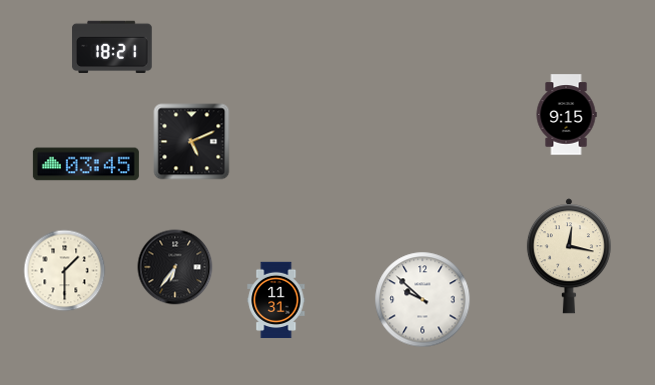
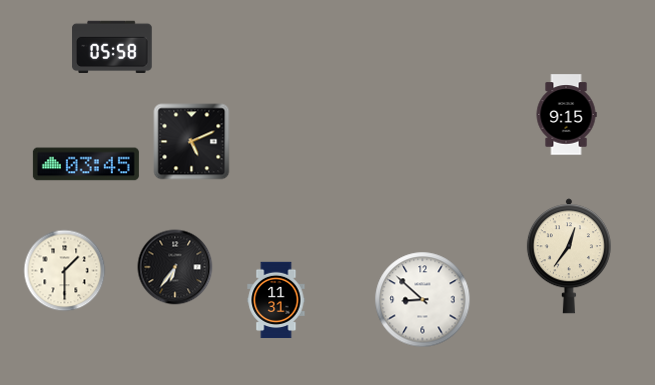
clock at (112, 46): 18:21 -> 05:58
clock at (569, 256): 12:17 -> 12:36
clock at (423, 300): 9:52 -> 8:52
